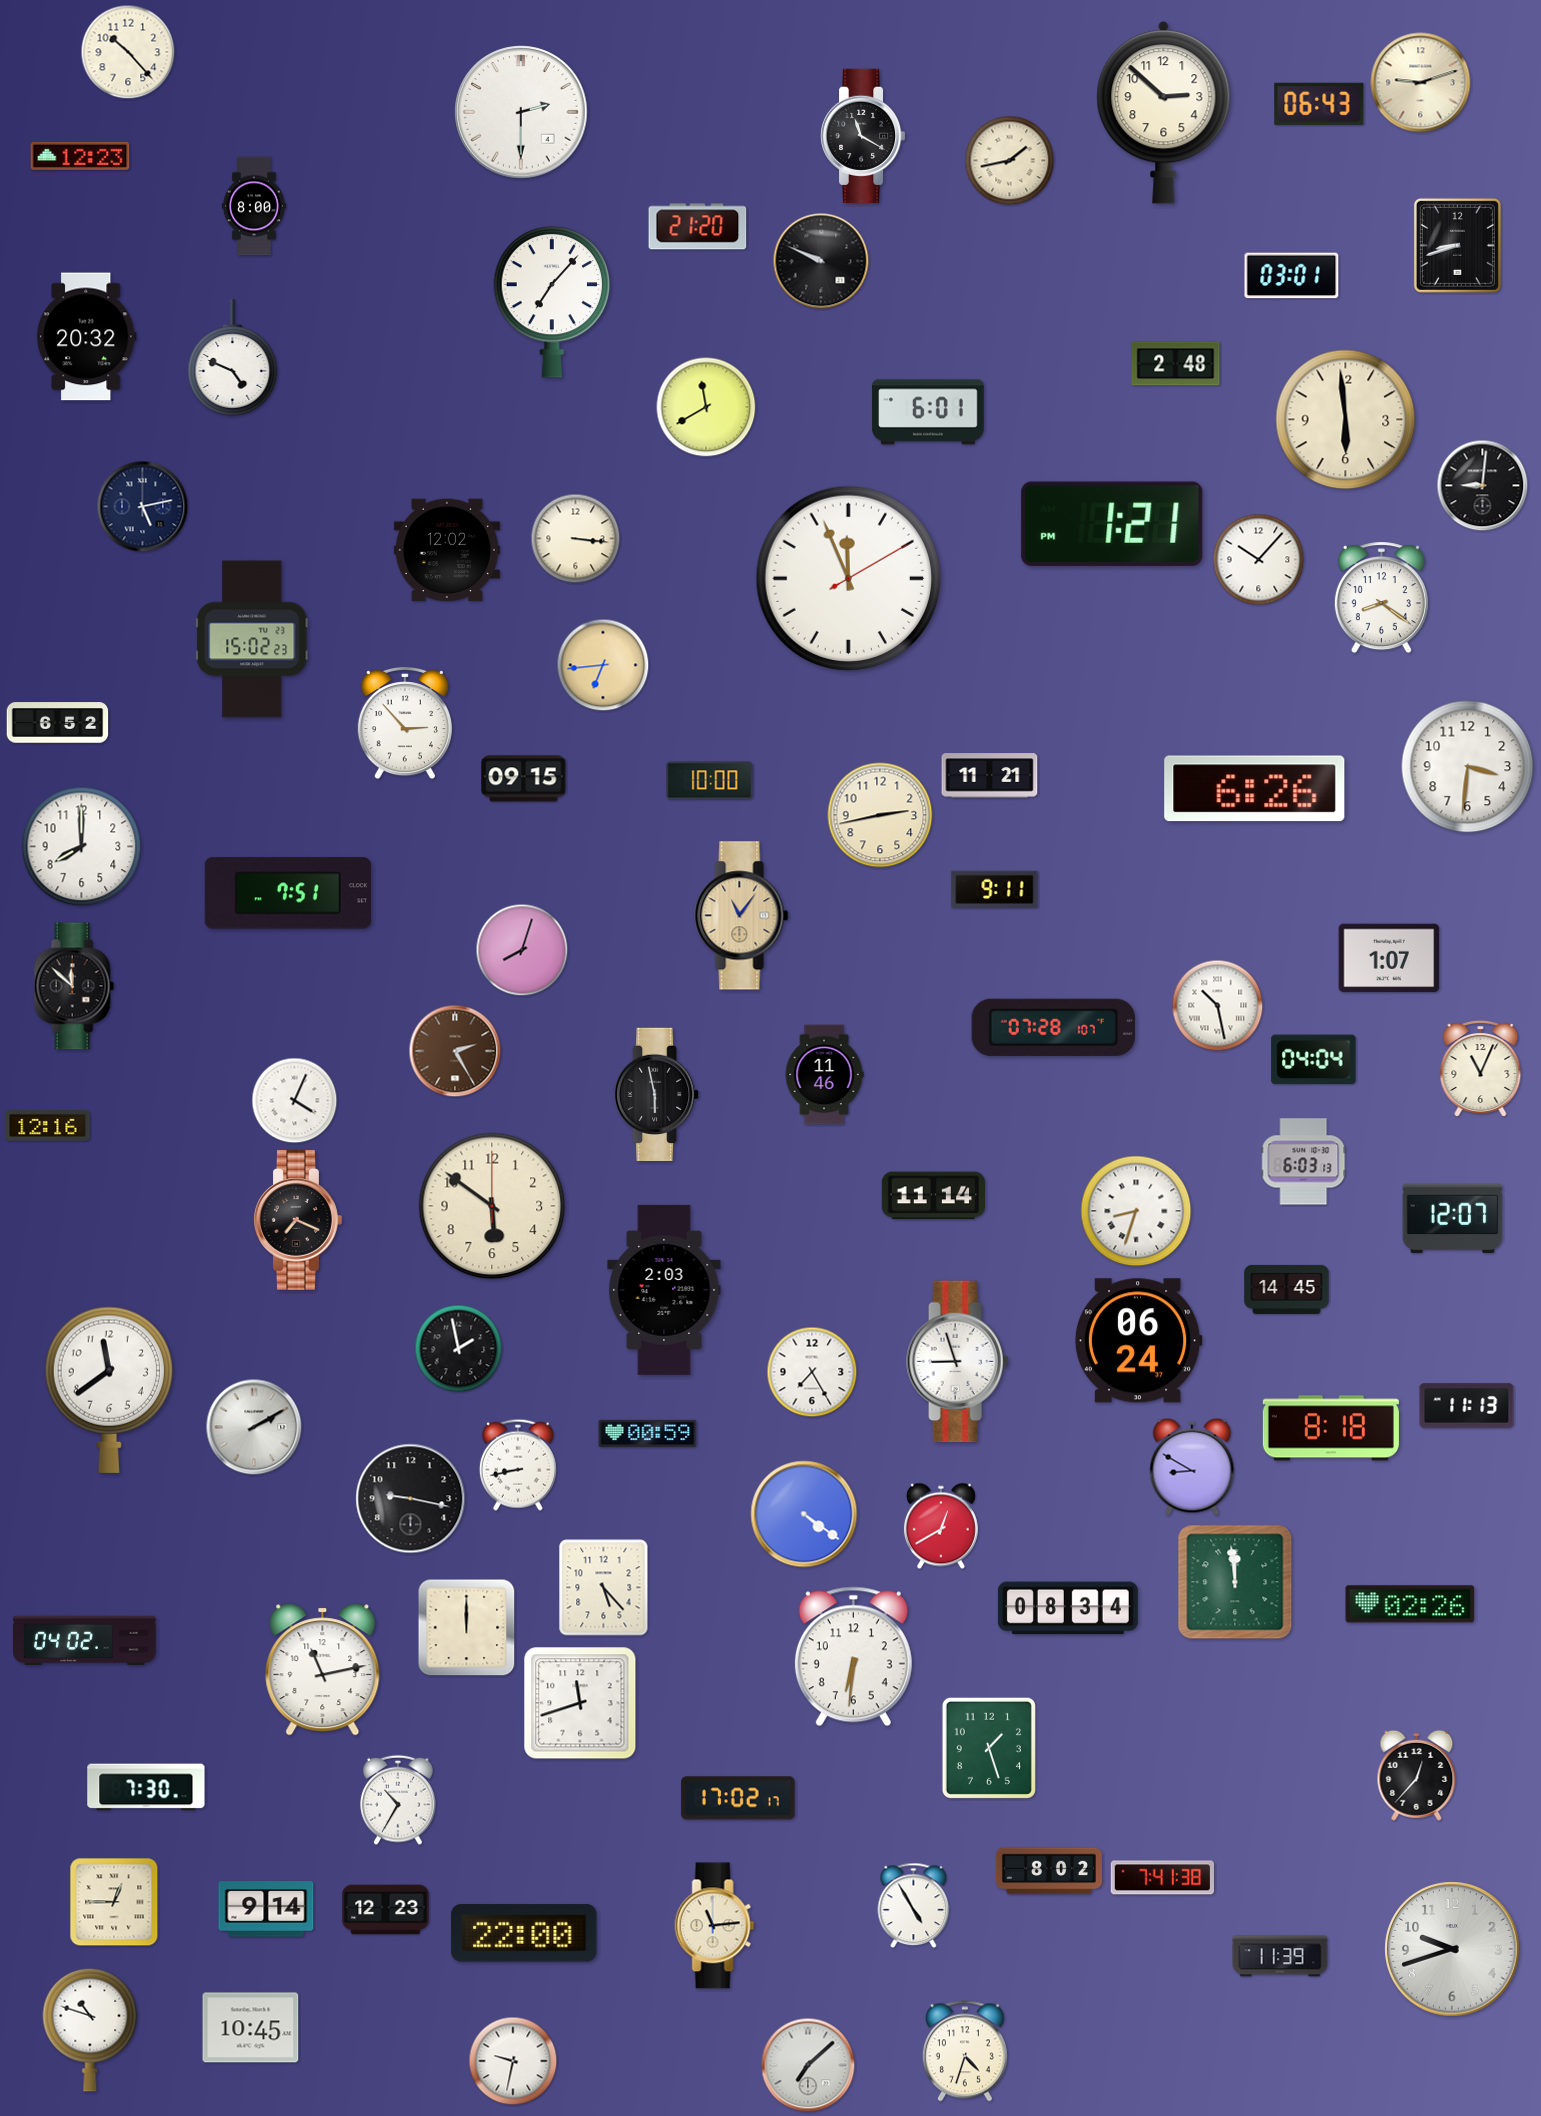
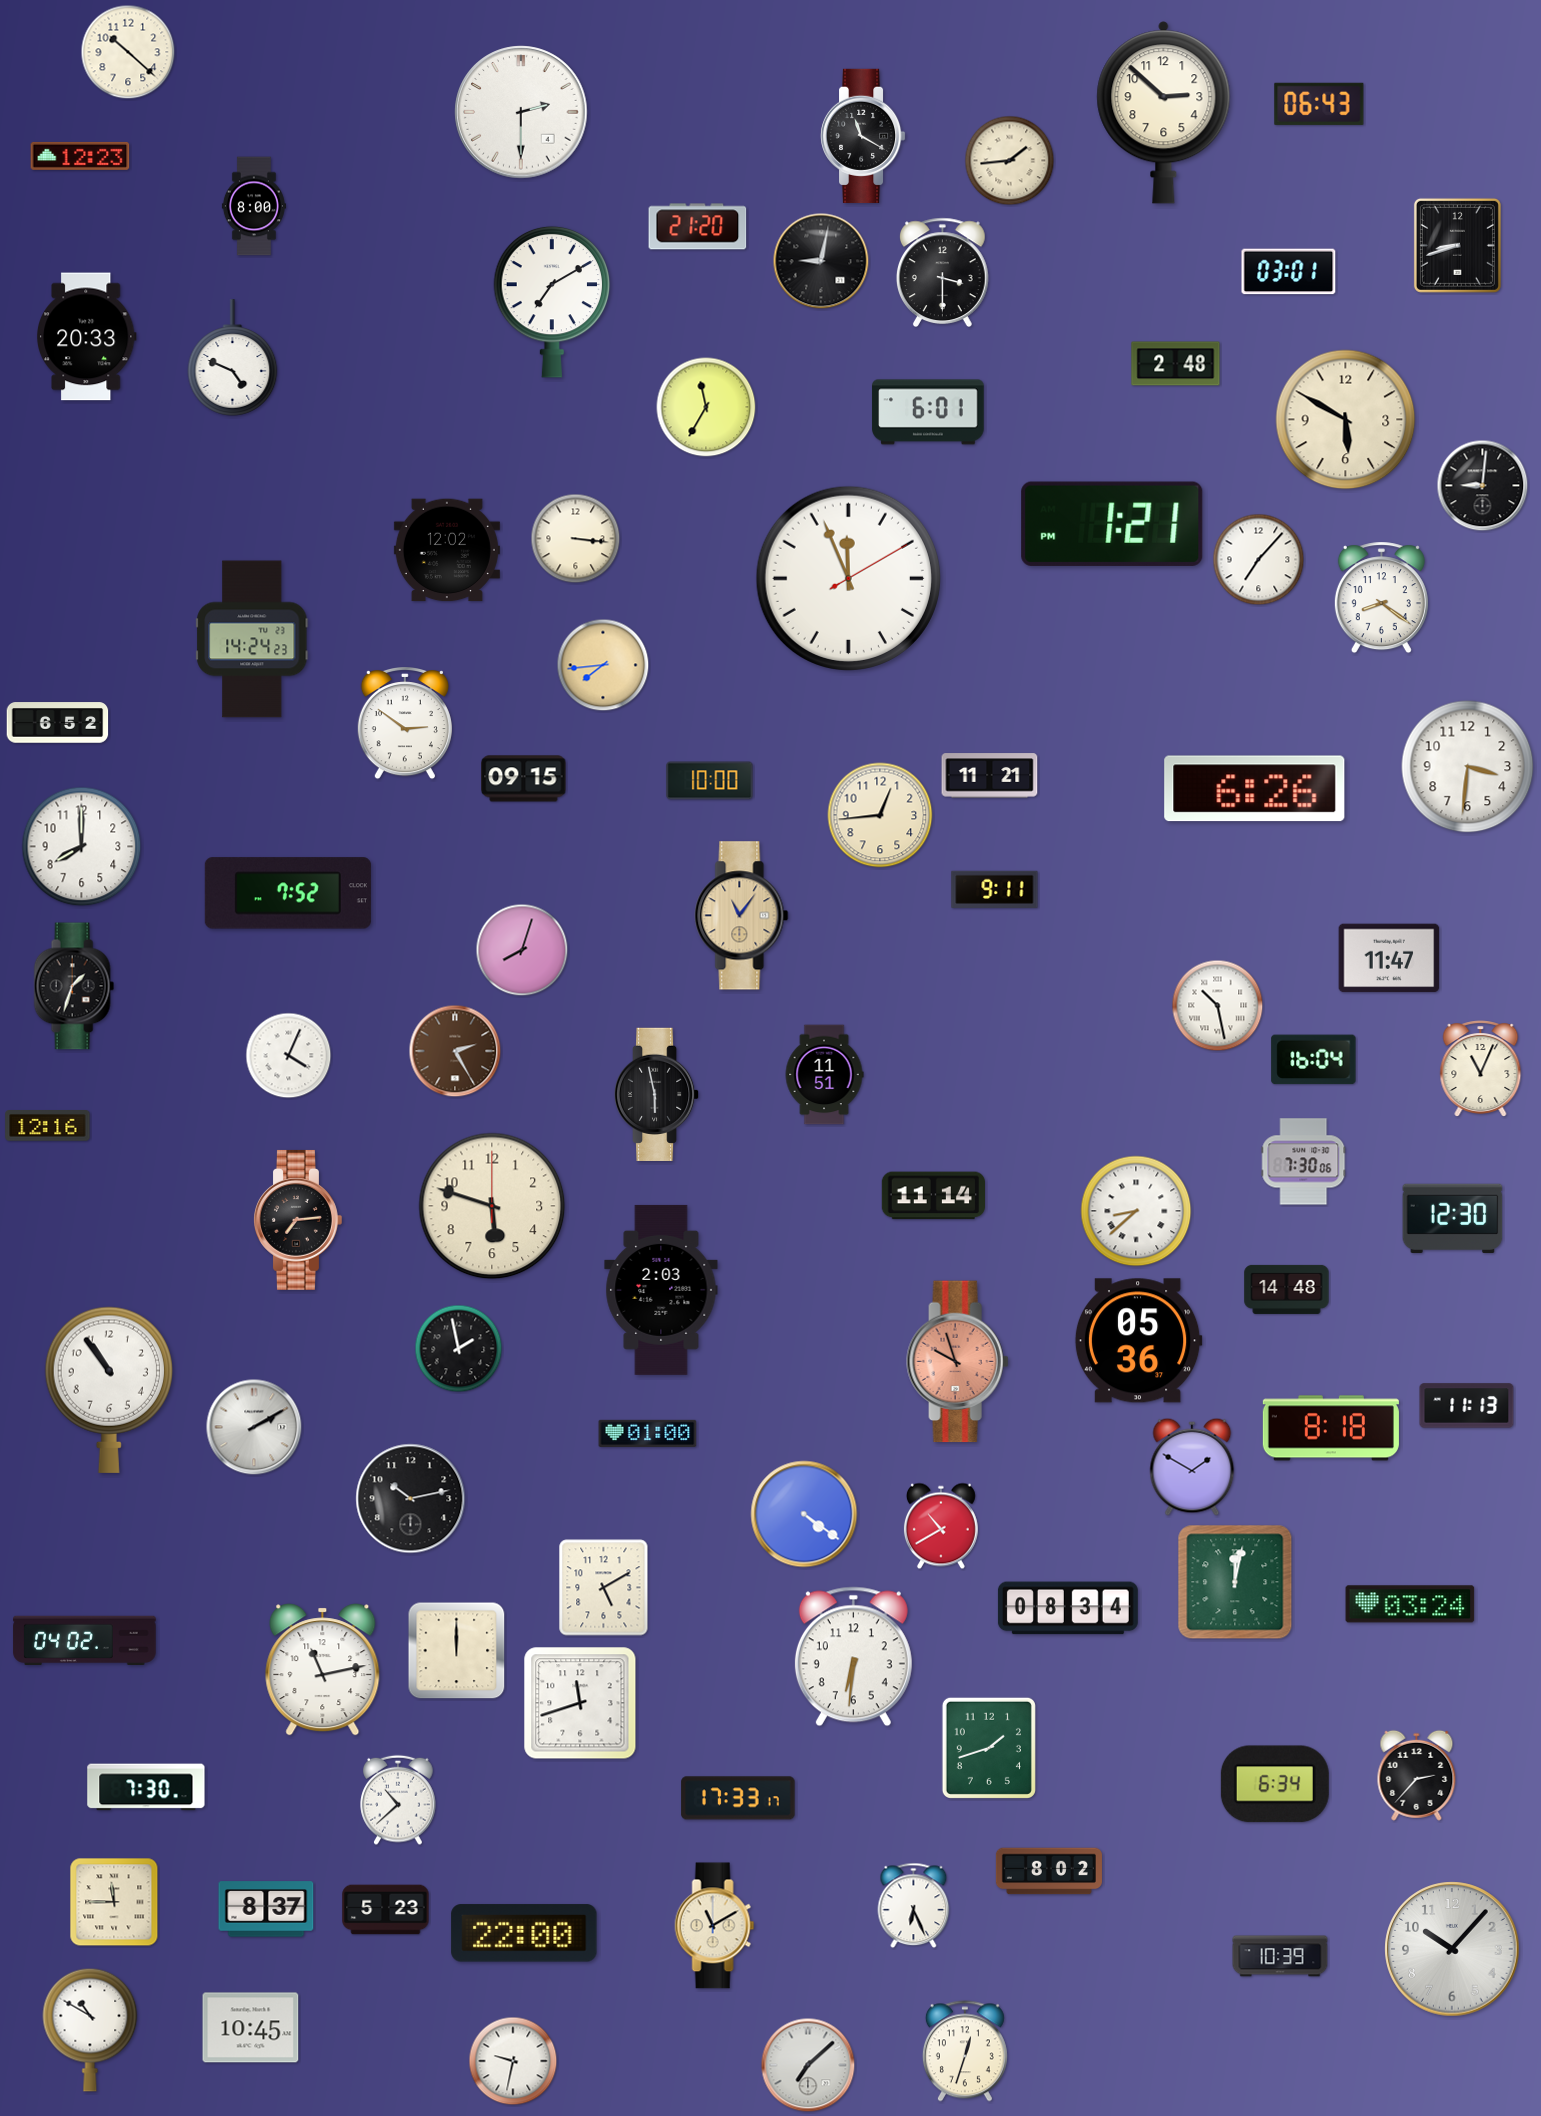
clock at (128, 52): 10:23 -> 10:22
clock at (1421, 83): 9:12 -> none
clock at (1010, 161): 1:43 -> 1:44
clock at (821, 261): 9:49 -> 9:02
clock at (943, 272): none -> 3:30
clock at (1292, 276) position: (1292, 276) -> (1289, 272)
clock at (552, 302): 7:07 -> 7:10
clock at (86, 337): 20:32 -> 20:33
clock at (706, 407): 11:40 -> 11:35
clock at (1346, 420): 5:59 -> 5:50
clock at (143, 507): 5:13 -> none
clock at (1259, 560): 10:07 -> 7:07
clock at (252, 639): 15:02 -> 14:24
clock at (603, 665): 6:44 -> 7:44
clock at (405, 724): 2:53 -> 2:51
clock at (880, 815): 2:43 -> 12:44
clock at (288, 893): 7:51 -> 7:52
clock at (1389, 958): 1:07 -> 11:47
clock at (74, 986): 11:52 -> 1:33
clock at (1053, 1027): 07:28 -> none
clock at (1314, 1060): 04:04 -> 16:04
clock at (824, 1075): 11:46 -> 11:51
clock at (295, 1101) position: (295, 1101) -> (289, 1056)
clock at (1304, 1162): 6:03 -> 7:30
clock at (492, 1206): 5:51 -> 5:48
clock at (1136, 1211): 8:33 -> 8:38
clock at (1453, 1218): 12:07 -> 12:30
clock at (298, 1220): 7:19 -> 7:14
clock at (1287, 1289): 14:45 -> 14:48
clock at (664, 1290) position: (664, 1290) -> (661, 1290)
clock at (1138, 1341): 06:24 -> 05:36
clock at (958, 1362): 8:57 -> 9:57
clock at (958, 1362) dial: white -> salmon
clock at (812, 1372): 7:25 -> none
clock at (108, 1390): 11:39 -> 10:54
clock at (648, 1433): 00:59 -> 01:00
clock at (518, 1465): 8:43 -> none
clock at (1192, 1467): 8:50 -> 1:50
clock at (411, 1499): 9:17 -> 10:13
clock at (941, 1526): 12:40 -> 10:40
clock at (1235, 1582): 11:59 -> 12:02
clock at (604, 1588): 5:23 -> 5:10
clock at (1410, 1604): 02:26 -> 03:24
clock at (467, 1628) position: (467, 1628) -> (457, 1651)
clock at (989, 1748): 1:27 -> 1:42
clock at (1417, 1775): 12:37 -> 2:37
clock at (1275, 1784): none -> 6:34
clock at (738, 1798): 17:02 -> 17:33
clock at (398, 1800): 10:35 -> 10:38
clock at (1162, 1878): 7:41 -> none
clock at (114, 1902): 12:45 -> 11:45
clock at (914, 1906): 4:55 -> 6:26
clock at (266, 1909): 9:14 -> 8:37
clock at (386, 1910): 12:23 -> 5:23
clock at (715, 1926): 11:14 -> 11:10
clock at (1452, 1949): 9:42 -> 10:07
clock at (1280, 1956): 11:39 -> 10:39
clock at (90, 2030): 10:48 -> 10:50
clock at (965, 2051): 4:33 -> 12:33
